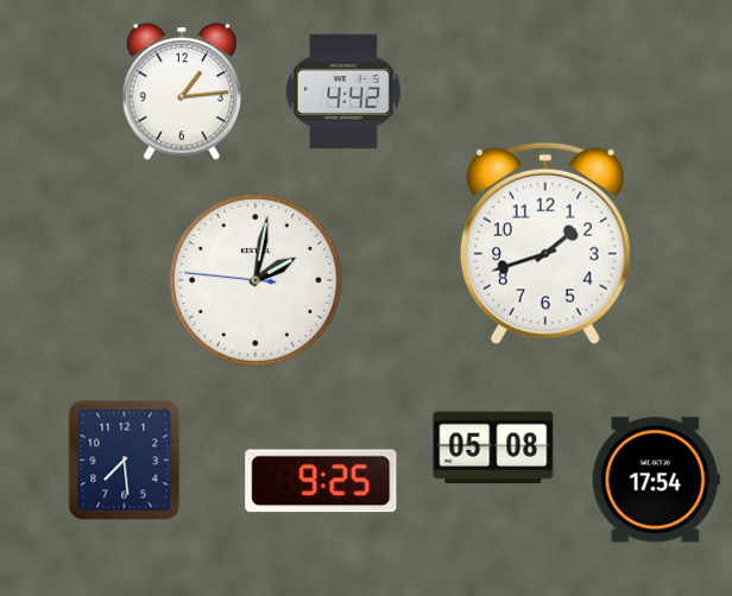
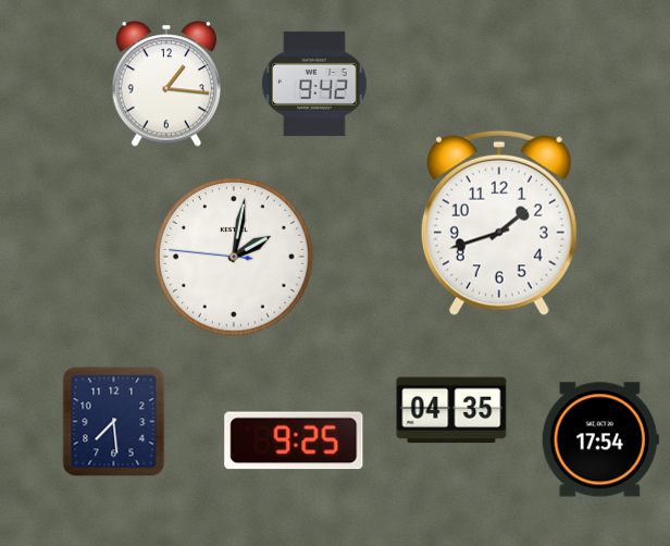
clock at (181, 91): 1:14 -> 1:16
clock at (343, 91): 4:42 -> 9:42
clock at (493, 448): 05:08 -> 04:35
